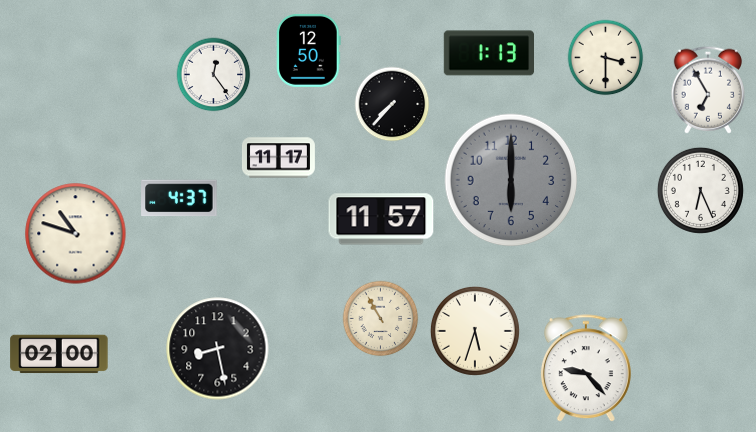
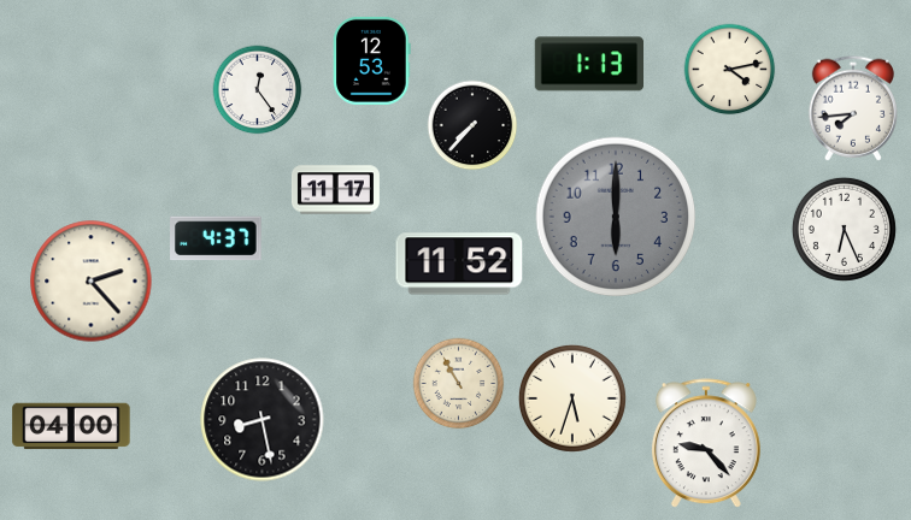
clock at (309, 50): 12:50 -> 12:53
clock at (606, 58): 3:30 -> 4:13
clock at (707, 90): 6:55 -> 7:44
clock at (381, 219): 11:57 -> 11:52
clock at (76, 234): 10:48 -> 2:23
clock at (59, 354): 02:00 -> 04:00
